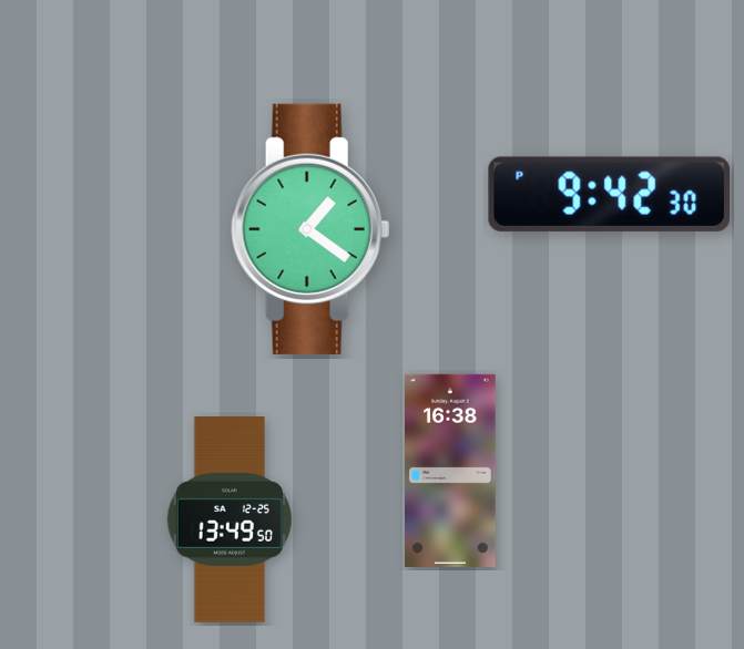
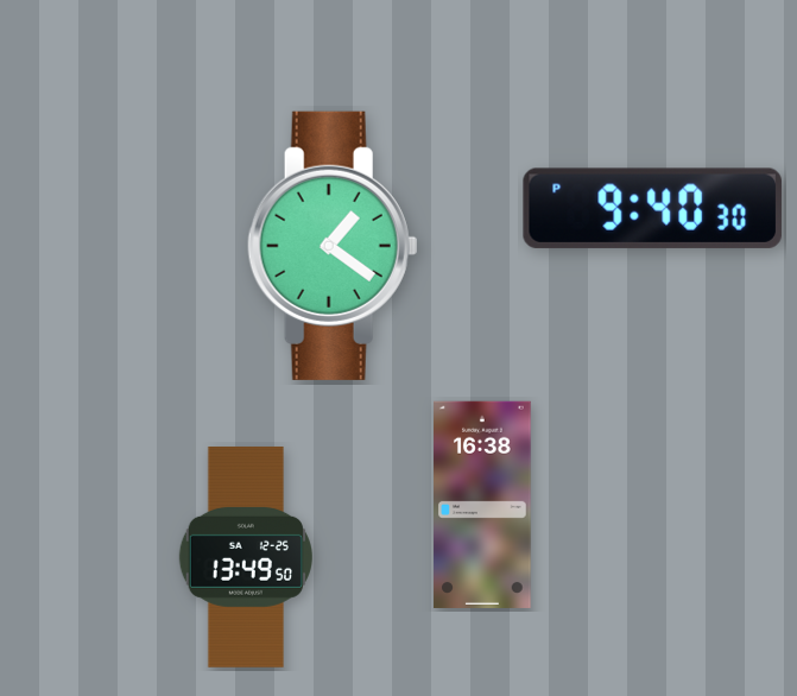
clock at (609, 194): 9:42 -> 9:40
